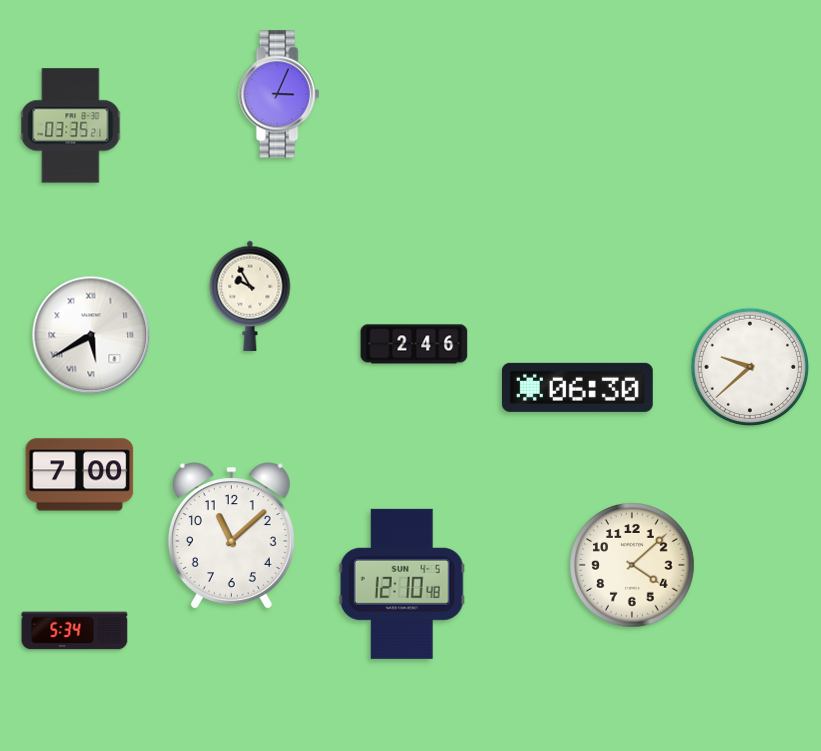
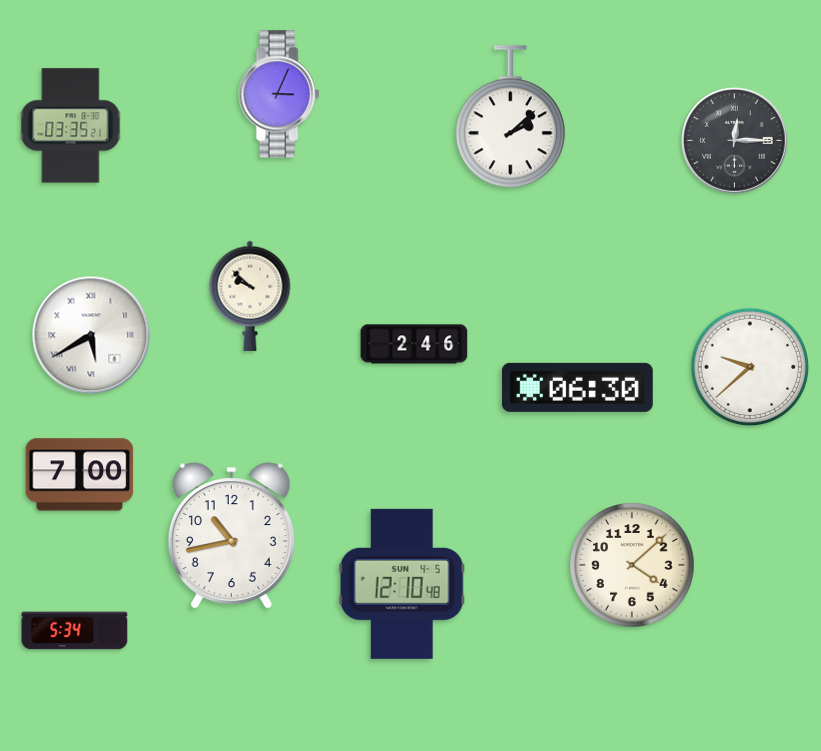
clock at (510, 117): none -> 2:08
clock at (735, 141): none -> 12:15
clock at (250, 296): 9:55 -> 9:52
clock at (231, 536): 11:08 -> 10:43
